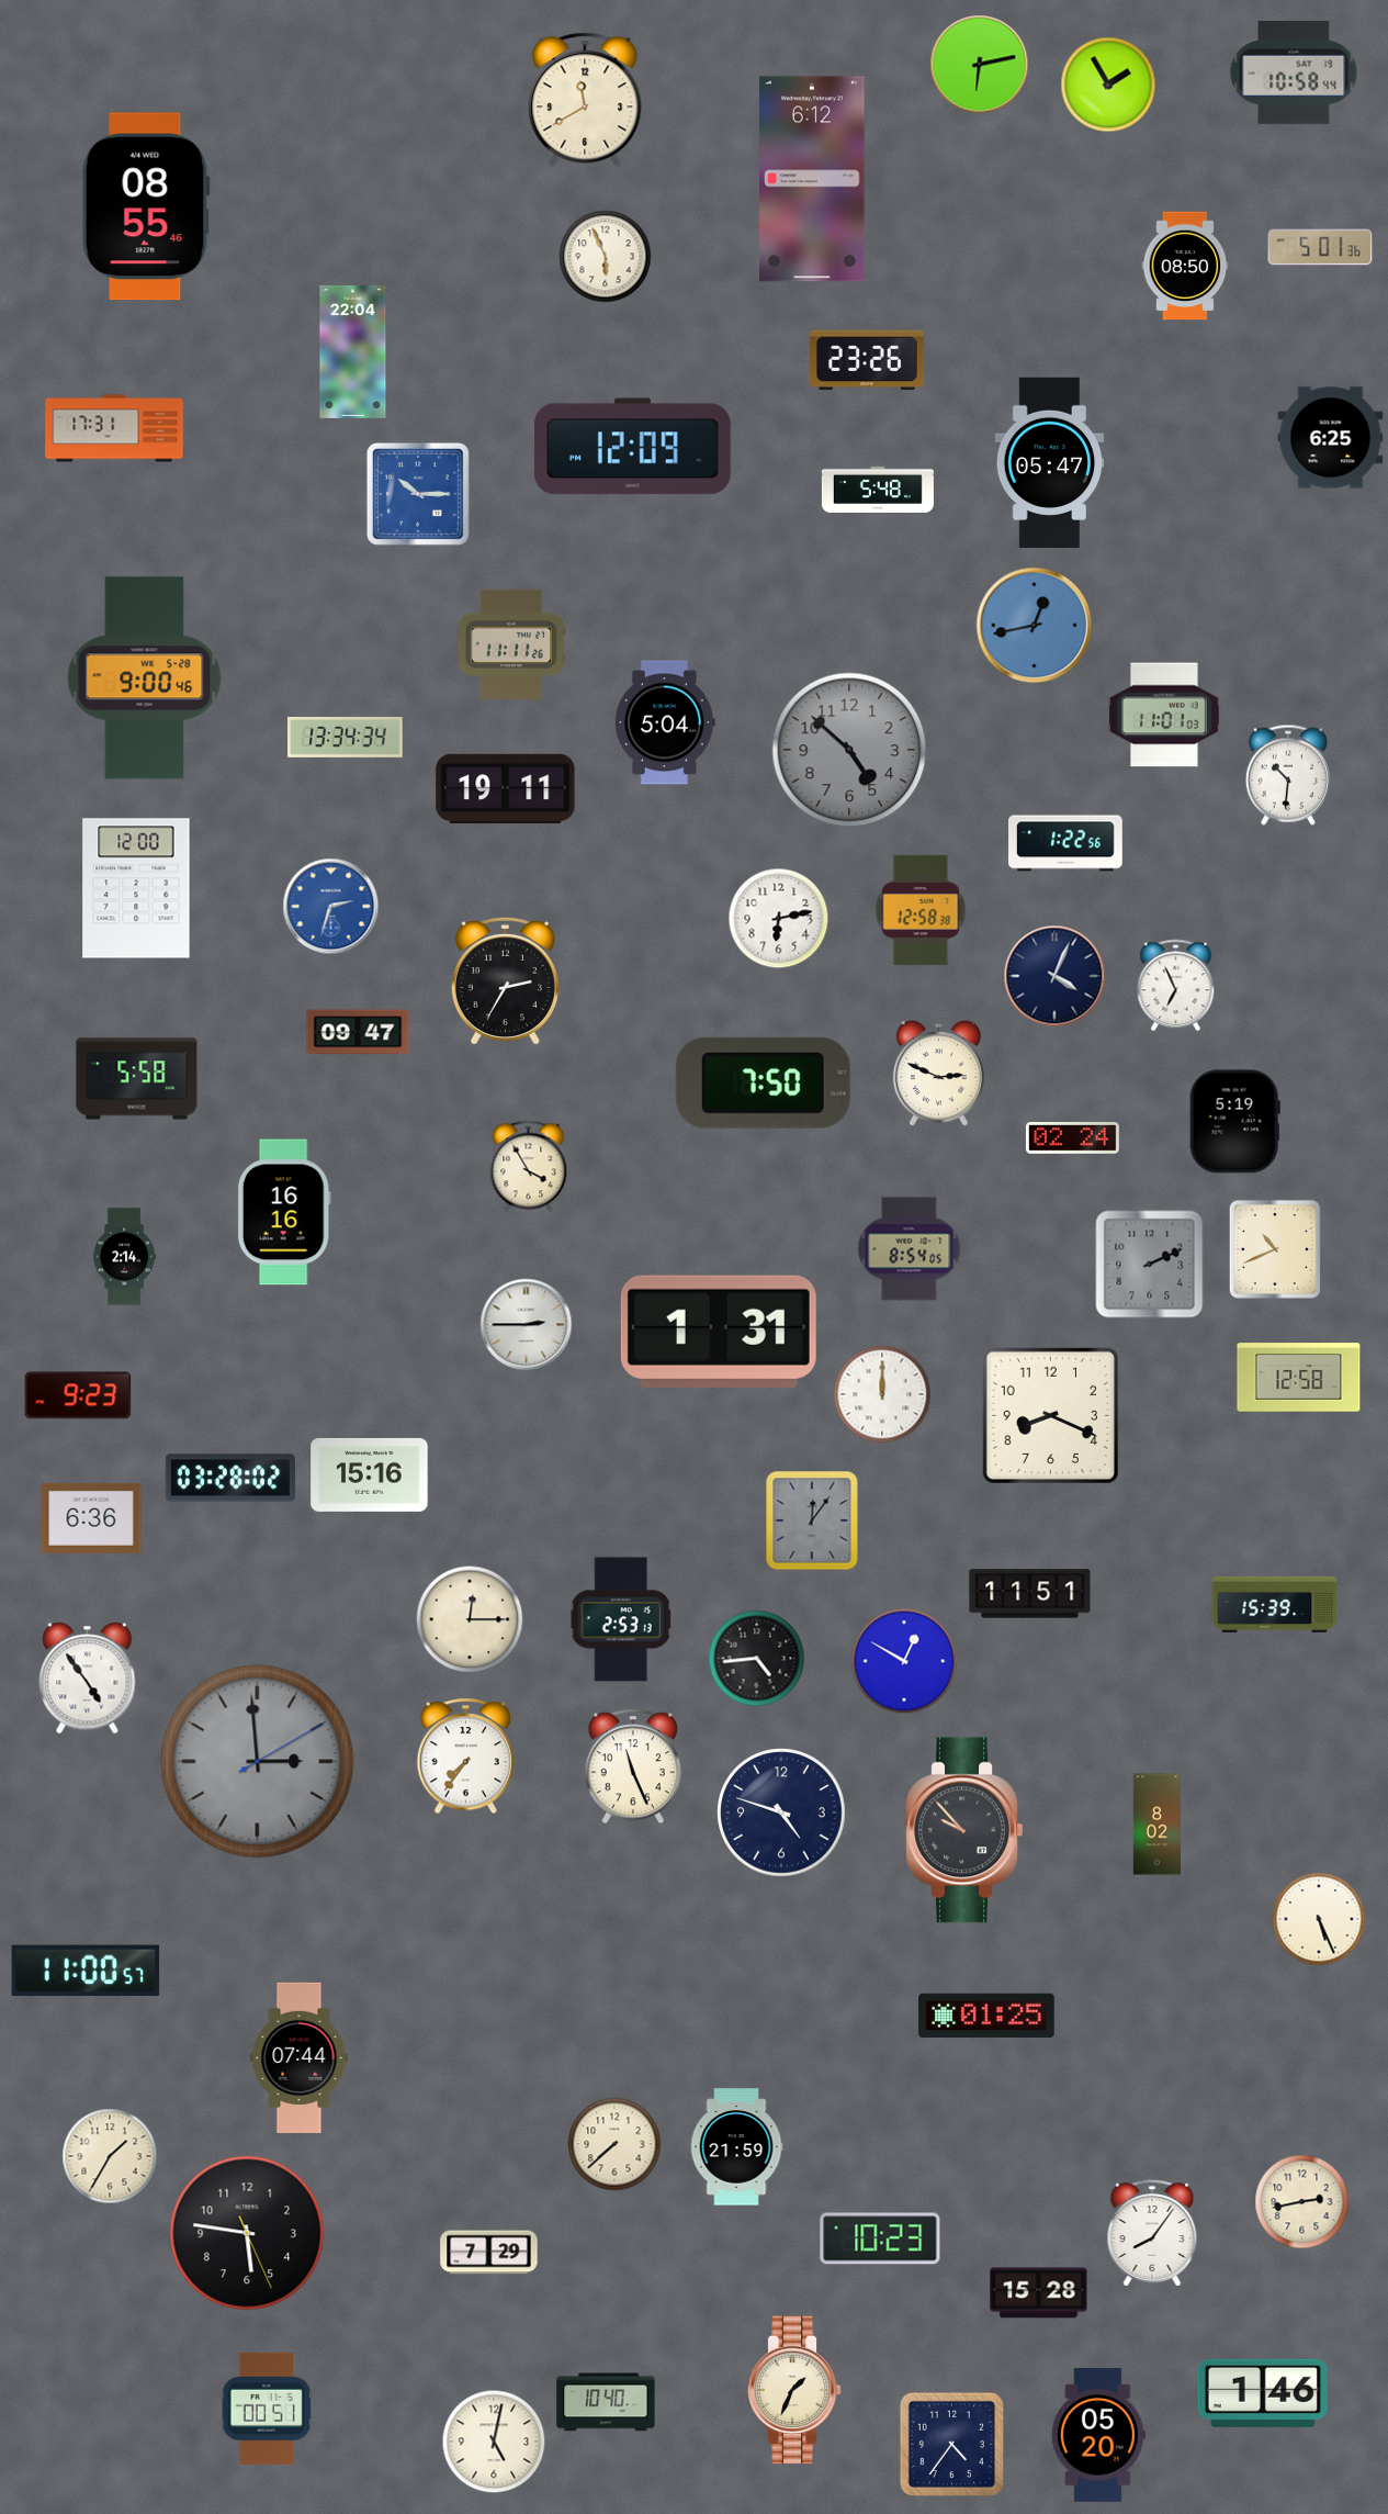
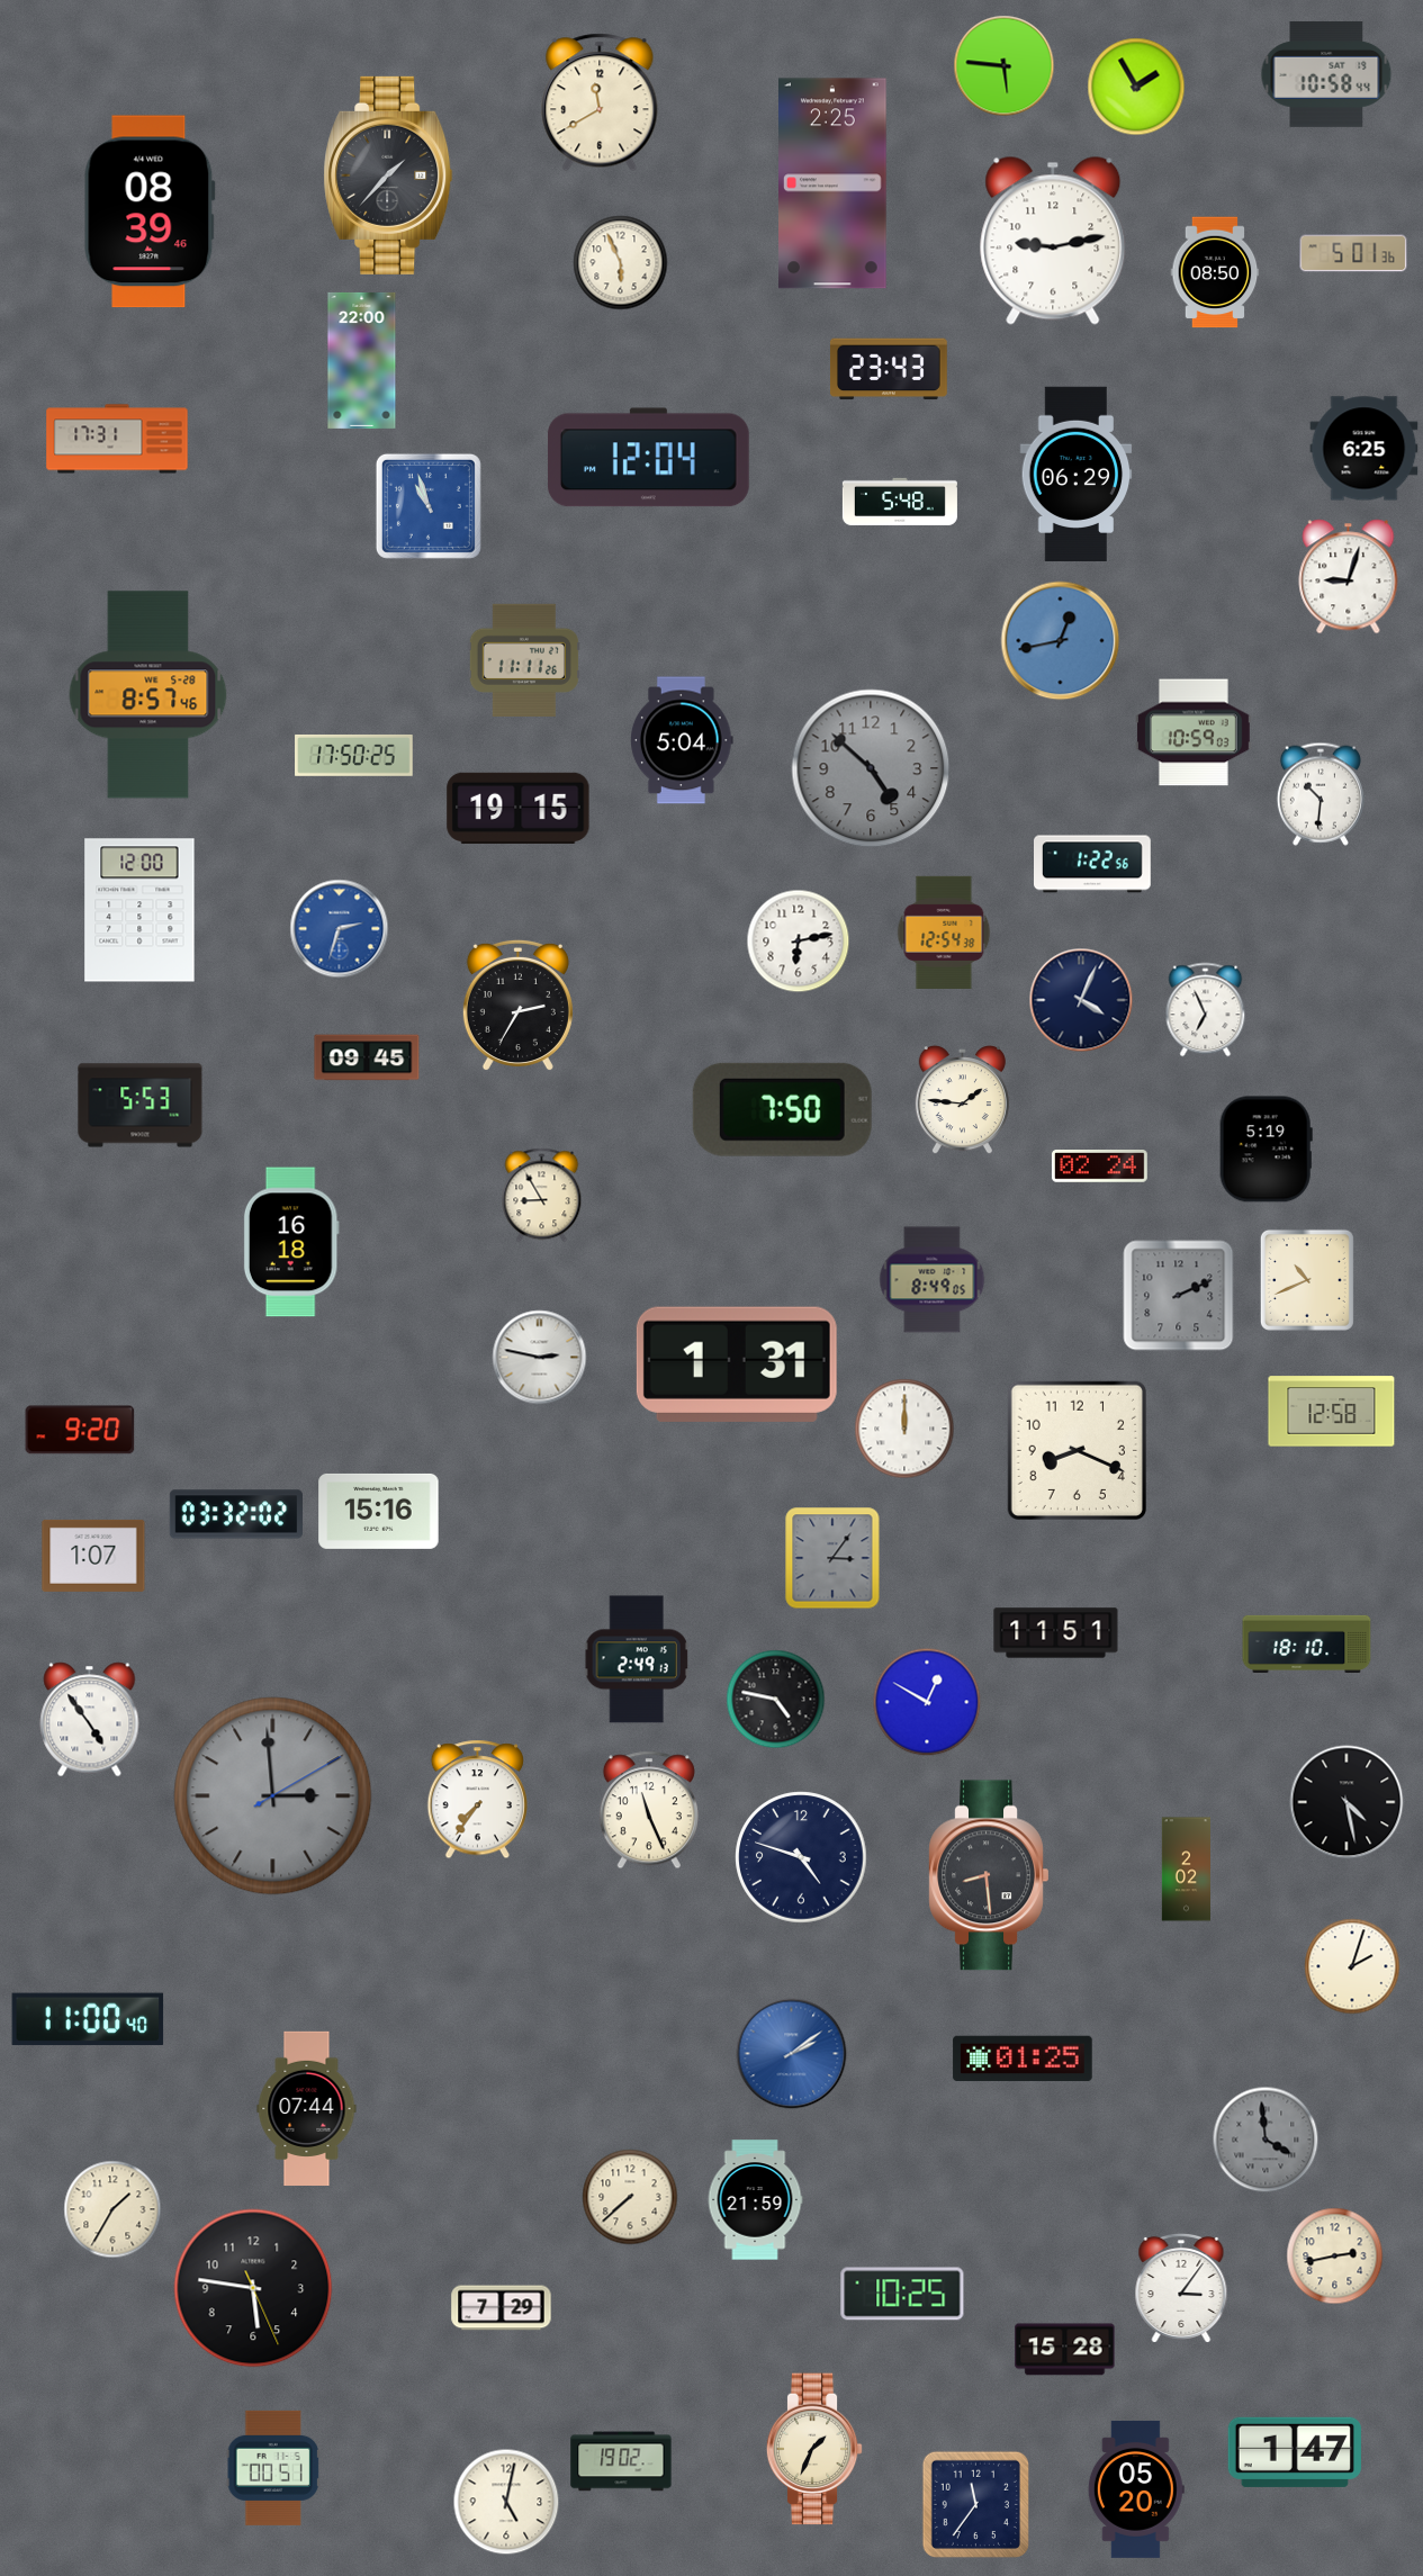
clock at (980, 65): 6:13 -> 5:46
clock at (388, 175): none -> 1:37
clock at (812, 179): 6:12 -> 2:25
clock at (146, 206): 08:55 -> 08:39
clock at (1053, 241): none -> 9:13
clock at (353, 351): 22:04 -> 22:00
clock at (867, 360): 23:26 -> 23:43
clock at (632, 447): 12:09 -> 12:04
clock at (1050, 462): 05:47 -> 06:29
clock at (418, 494): 10:15 -> 10:57
clock at (1349, 577): none -> 9:03
clock at (145, 678): 9:00 -> 8:57
clock at (1164, 715): 11:01 -> 10:59
clock at (346, 737): 13:34 -> 17:50
clock at (506, 788): 19:11 -> 19:15
clock at (921, 909): 12:58 -> 12:54
clock at (358, 1032): 09:47 -> 09:45
clock at (938, 1074): 2:49 -> 1:46
clock at (137, 1079): 5:58 -> 5:53
clock at (529, 1167): 3:55 -> 8:55
clock at (284, 1212): 16:16 -> 16:18
clock at (910, 1249): 8:54 -> 8:49
clock at (124, 1257): 2:14 -> none
clock at (527, 1325): 2:45 -> 2:47
clock at (78, 1395): 9:23 -> 9:20
clock at (230, 1478): 03:28 -> 03:32
clock at (91, 1518): 6:36 -> 1:07
clock at (812, 1520): 12:06 -> 3:06
clock at (1275, 1604): 15:39 -> 18:10
clock at (470, 1619): 12:15 -> none
clock at (621, 1619): 2:53 -> 2:49
clock at (757, 1659): 4:44 -> 4:47
clock at (1347, 1802): none -> 4:28
clock at (258, 1762) position: (258, 1762) -> (273, 1796)
clock at (1156, 1825): 8:02 -> 2:02
clock at (964, 1830): 9:53 -> 8:29
clock at (1319, 1919): 5:26 -> 2:03
clock at (86, 1971): 11:00:57 -> 11:00:40
clock at (792, 2054): none -> 2:09
clock at (986, 2016) position: (986, 2016) -> (1023, 2059)
clock at (1266, 2140): none -> 3:59
clock at (1152, 2233): 8:06 -> 3:06
clock at (880, 2238): 10:23 -> 10:25
clock at (1263, 2393): 1:46 -> 1:47
clock at (606, 2402): 10:40 -> 19:02
clock at (1098, 2435) position: (1098, 2435) -> (1136, 2489)
clock at (951, 2444): 4:36 -> 11:36
